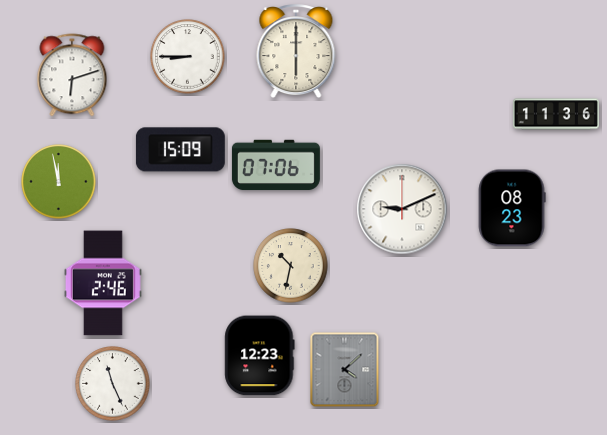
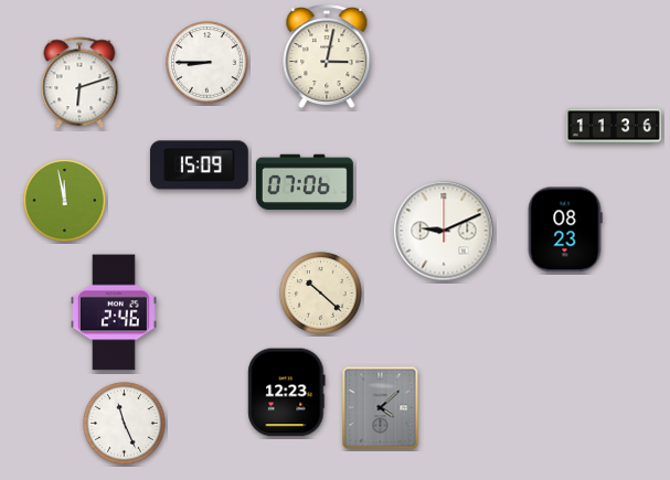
clock at (296, 52): 6:00 -> 3:02
clock at (291, 266): 10:32 -> 10:22
